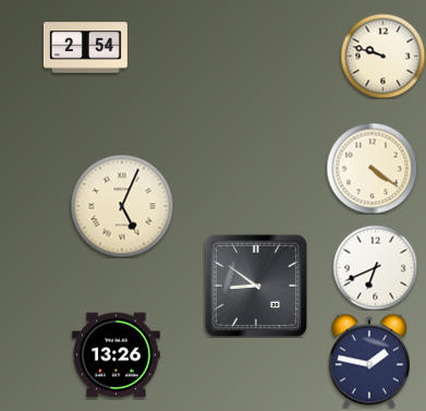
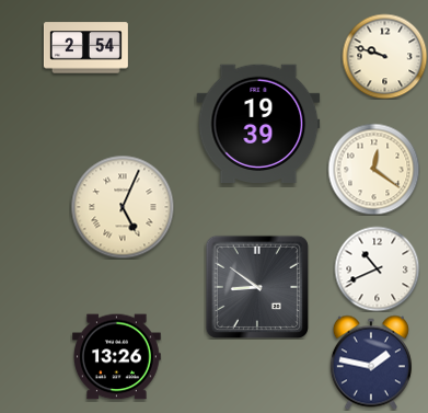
clock at (258, 124): none -> 19:39
clock at (372, 168): 4:21 -> 12:21
clock at (375, 267): 6:41 -> 10:41
